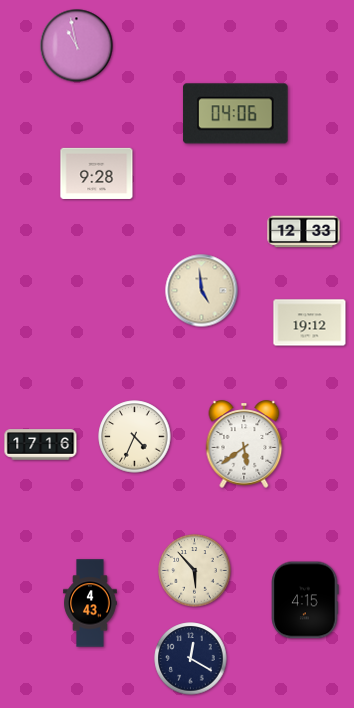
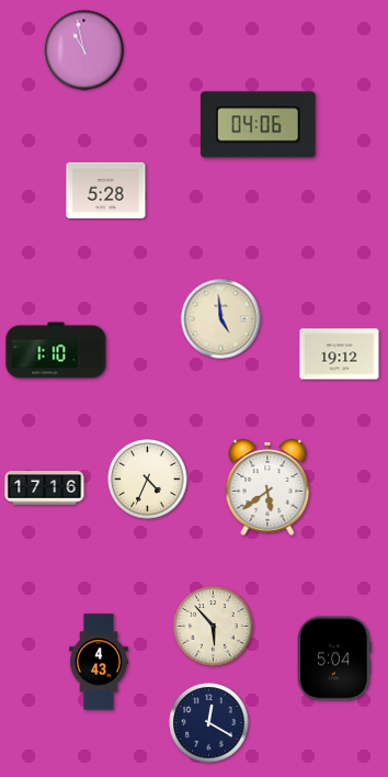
clock at (97, 173): 9:28 -> 5:28
clock at (304, 232): 12:33 -> none
clock at (56, 350): none -> 1:10
clock at (305, 600): 4:15 -> 5:04
